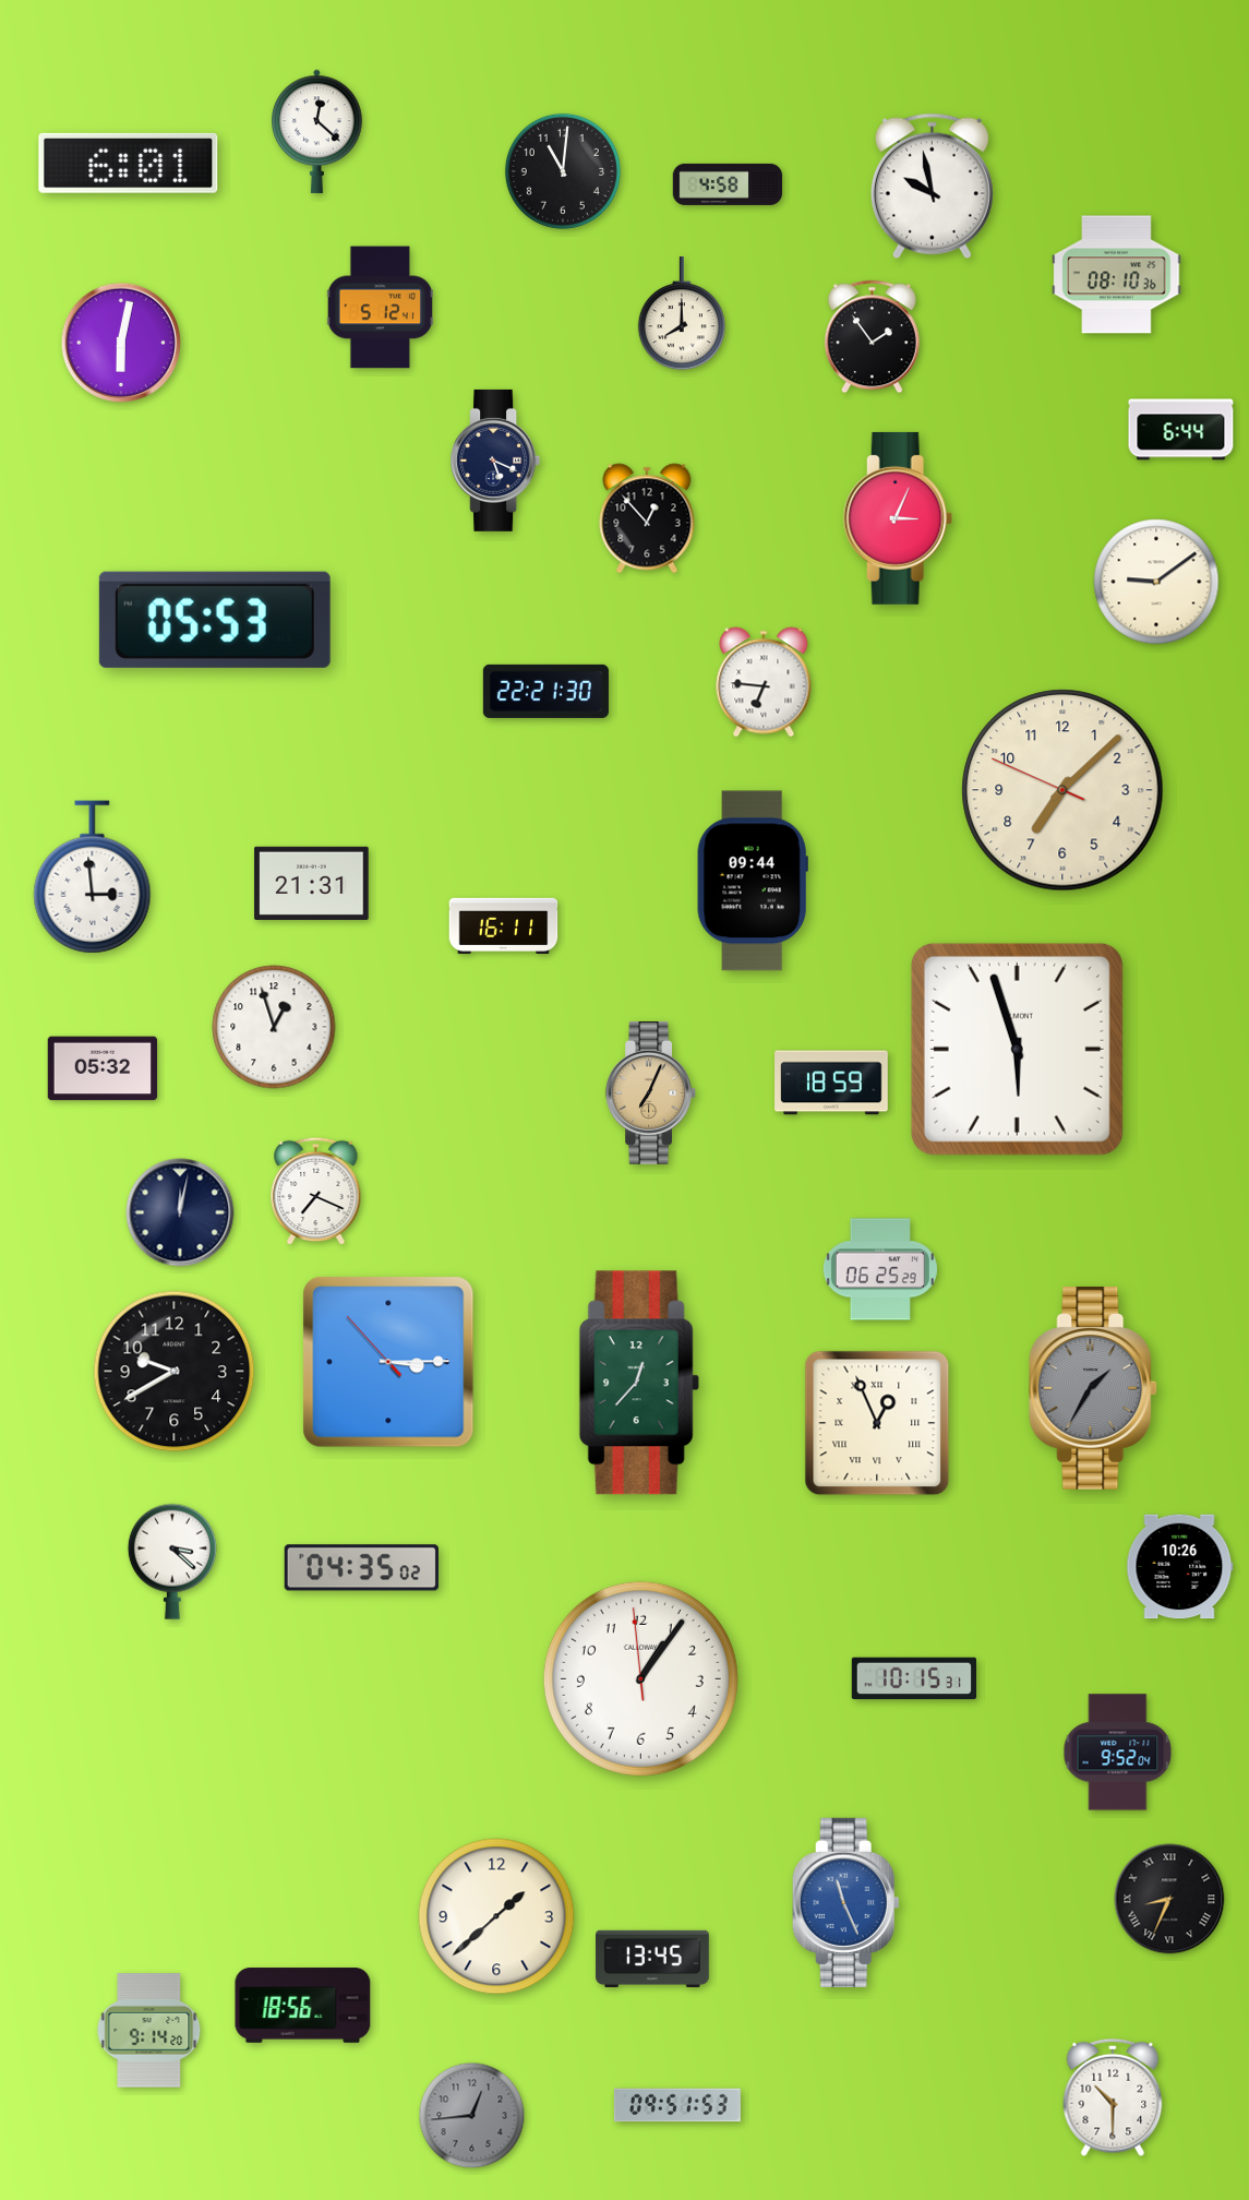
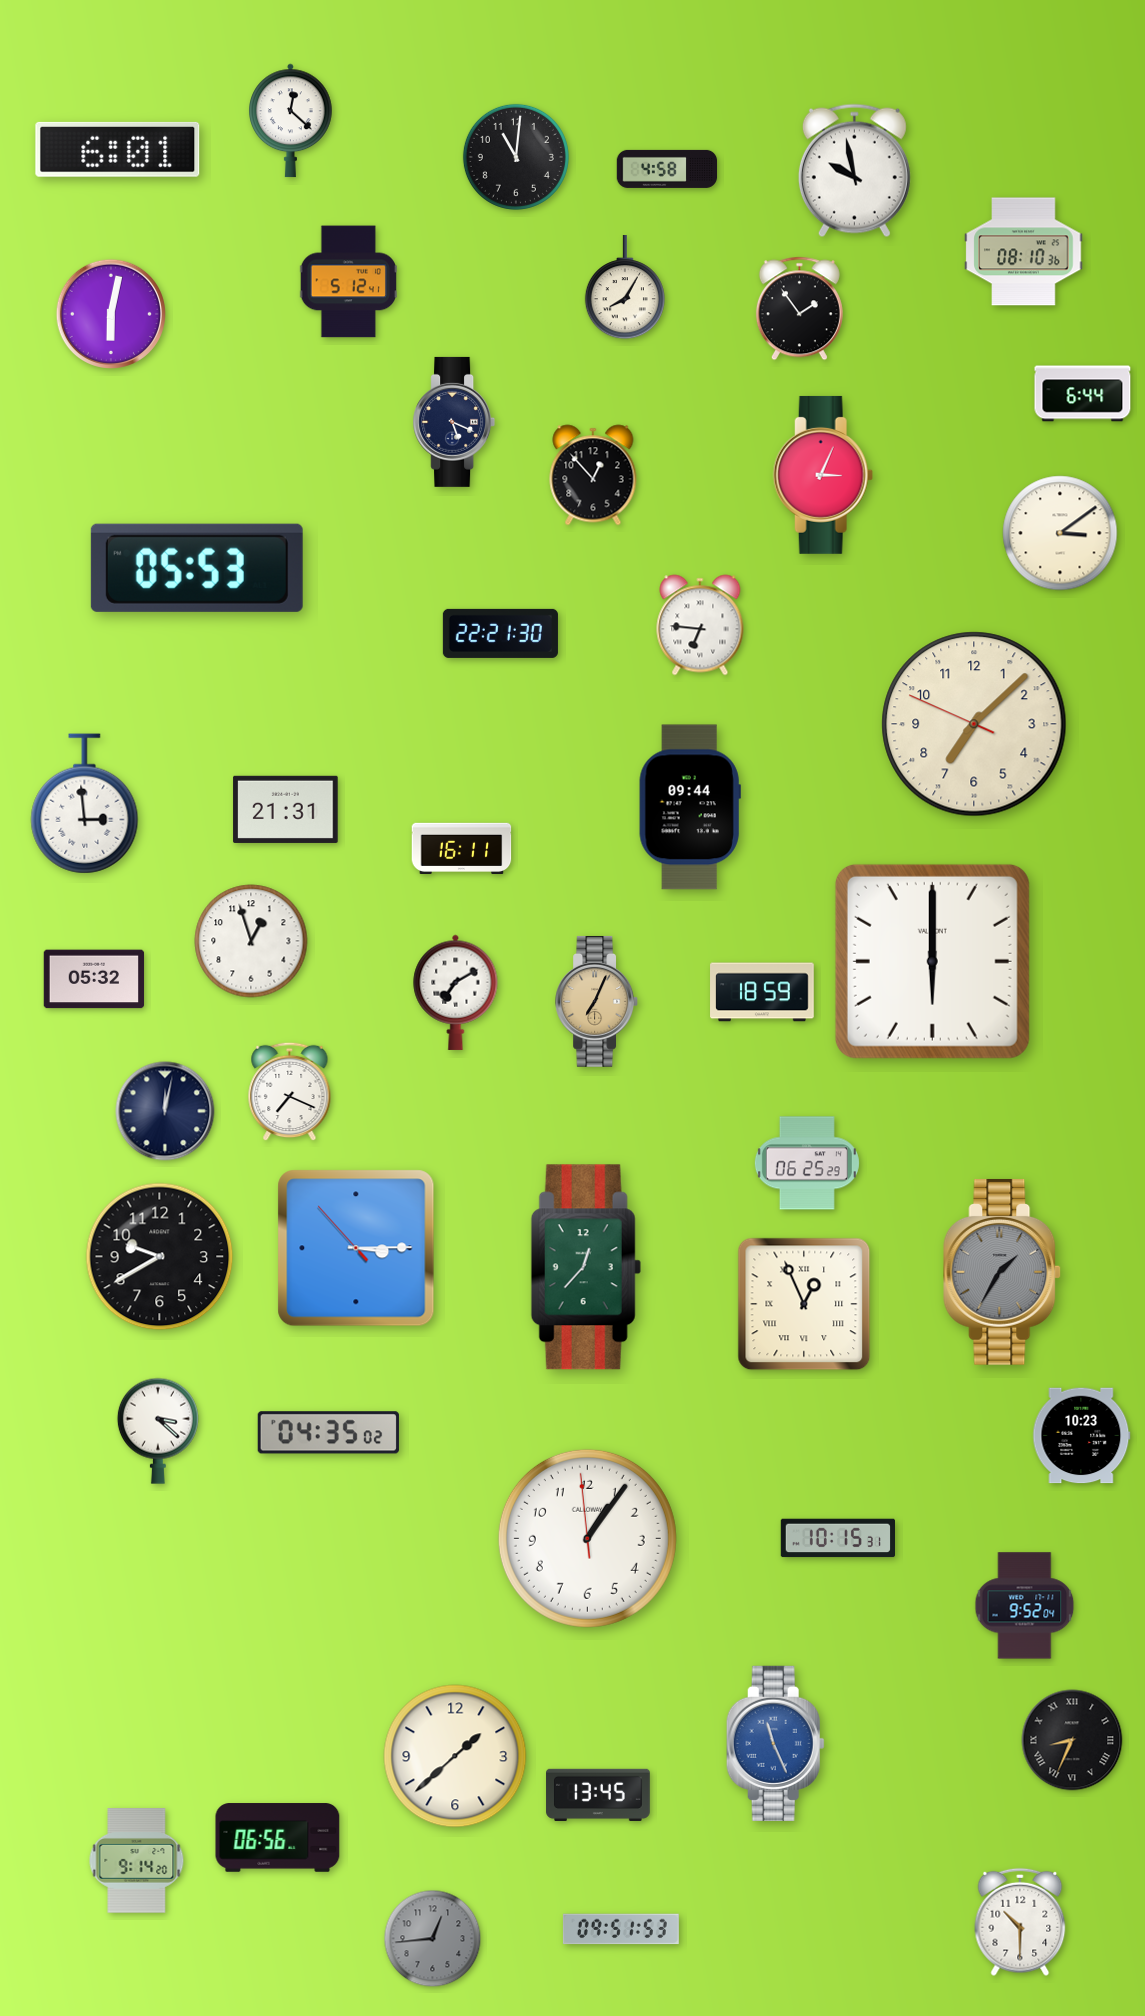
clock at (682, 314): 8:00 -> 8:05
clock at (1156, 582): 9:09 -> 3:09
clock at (1017, 1049): 5:57 -> 6:00
clock at (456, 992): none -> 7:10
clock at (1180, 1567): 10:26 -> 10:23
clock at (361, 1568) position: (361, 1568) -> (328, 1433)
clock at (303, 2006): 18:56 -> 06:56
